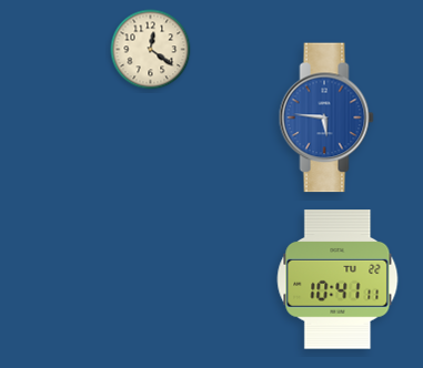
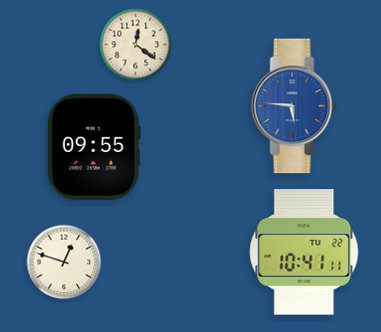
clock at (94, 147): none -> 09:55
clock at (64, 262): none -> 12:48
